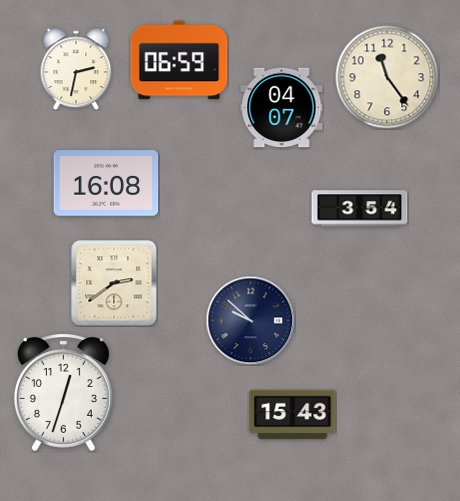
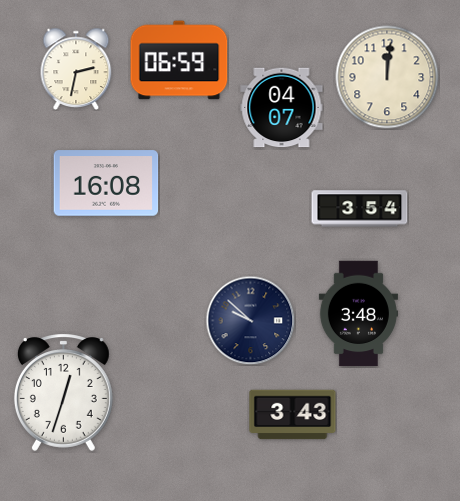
clock at (387, 77): 11:24 -> 12:01
clock at (114, 283): 2:39 -> none
clock at (358, 314): none -> 3:48
clock at (293, 415): 15:43 -> 3:43
